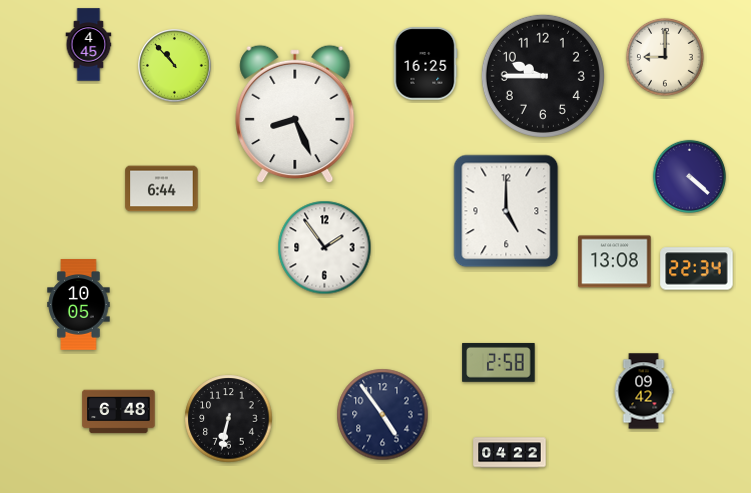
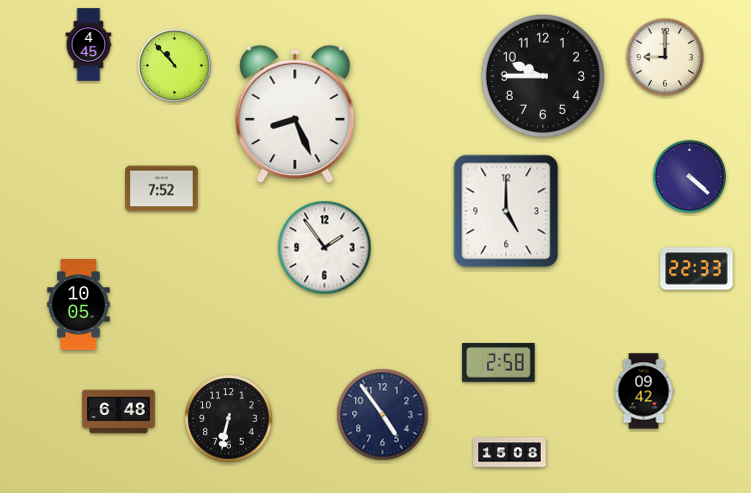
clock at (425, 64): 16:25 -> none
clock at (162, 189): 6:44 -> 7:52
clock at (615, 262): 13:08 -> none
clock at (697, 269): 22:34 -> 22:33
clock at (510, 453): 04:22 -> 15:08
